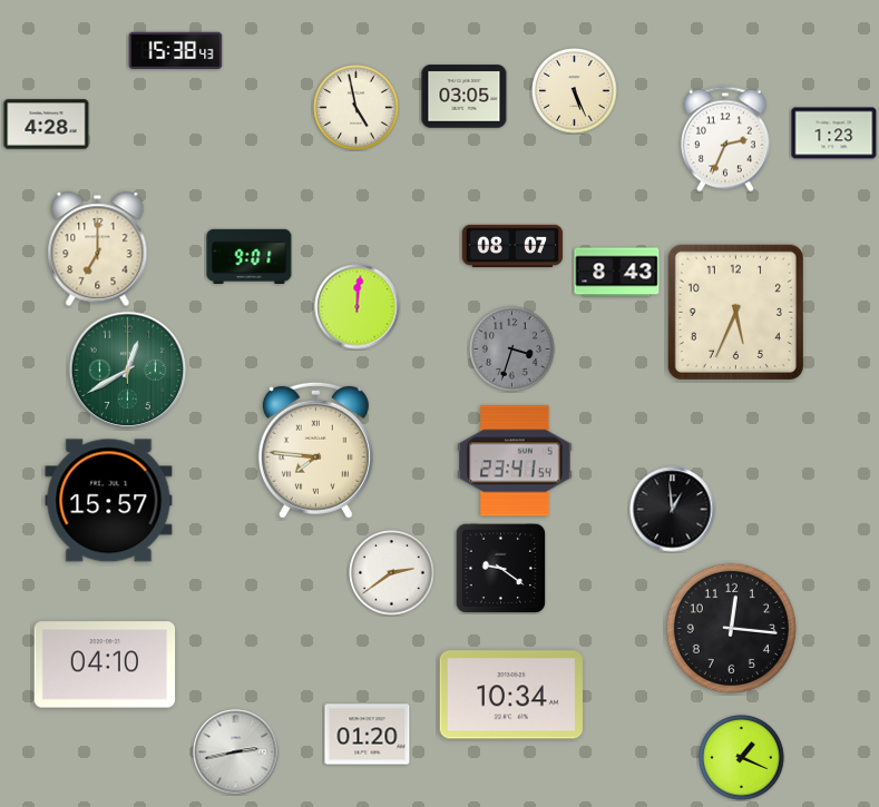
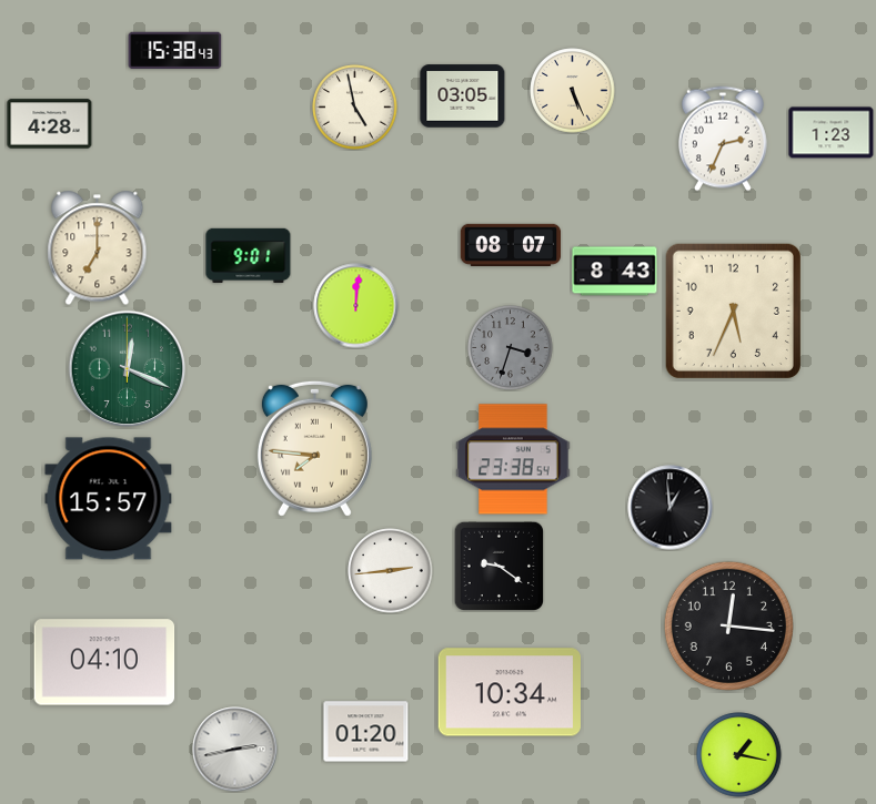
clock at (47, 125) position: (47, 125) -> (50, 124)
clock at (128, 371): 12:40 -> 12:19
clock at (515, 461): 23:41 -> 23:38
clock at (392, 573): 2:39 -> 2:44
clock at (742, 758): 1:19 -> 1:17
